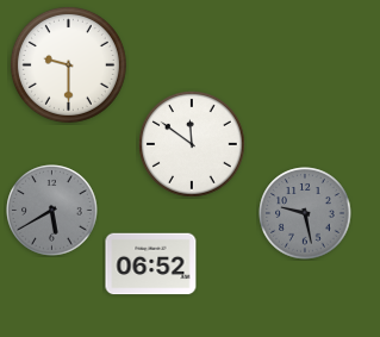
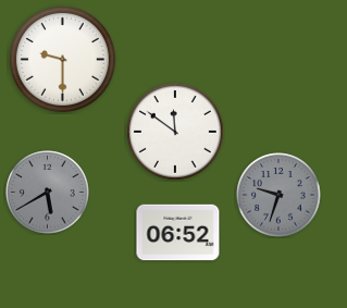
clock at (305, 213): 9:28 -> 9:33
clock at (151, 264) position: (151, 264) -> (178, 233)
